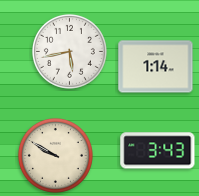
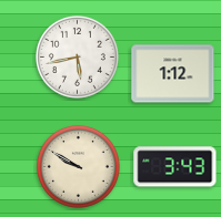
clock at (156, 67): 1:14 -> 1:12
clock at (55, 155) position: (55, 155) -> (78, 166)
